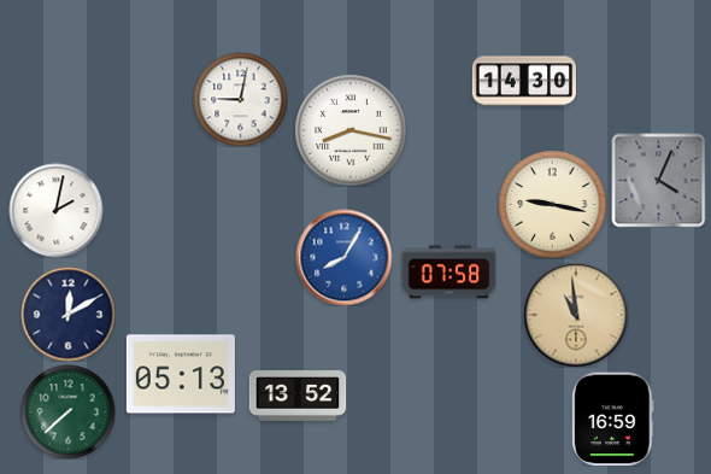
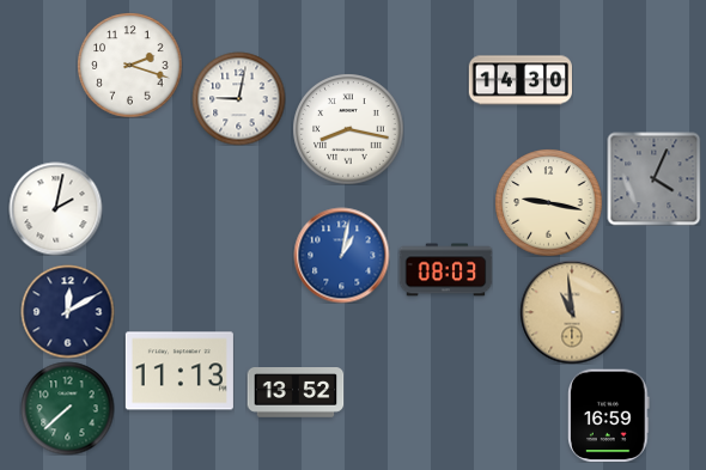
clock at (129, 65): none -> 2:18
clock at (343, 257): 8:05 -> 1:02
clock at (448, 273): 07:58 -> 08:03
clock at (181, 374): 05:13 -> 11:13
